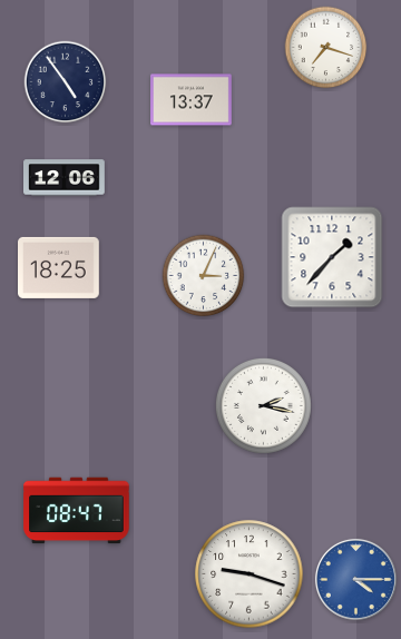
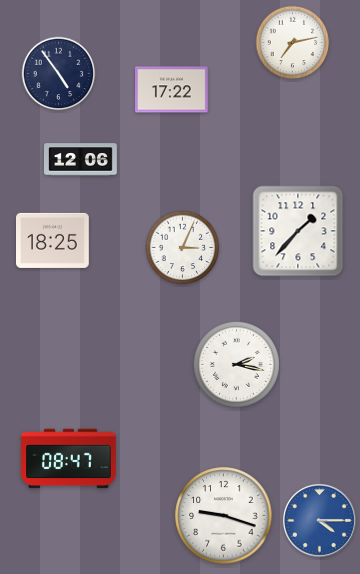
clock at (326, 48): 7:18 -> 7:13
clock at (192, 100): 13:37 -> 17:22
clock at (65, 178) position: (65, 178) -> (81, 160)
